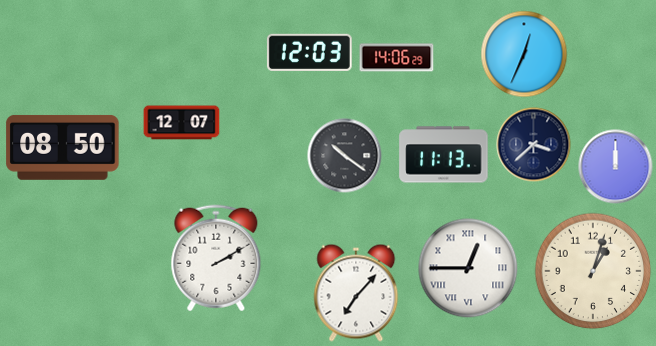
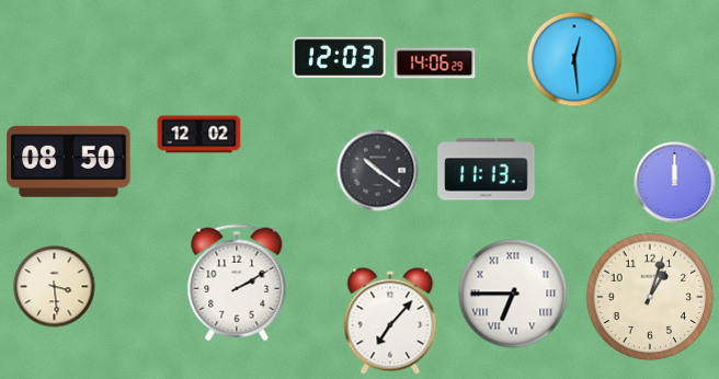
clock at (524, 54): 12:34 -> 12:29
clock at (182, 123): 12:07 -> 12:02
clock at (534, 145): 3:38 -> none
clock at (55, 287): none -> 3:29
clock at (468, 268): 12:45 -> 6:45
